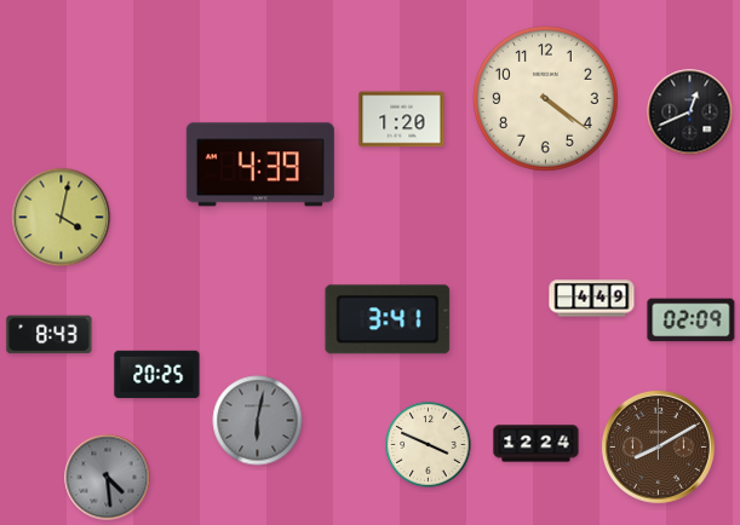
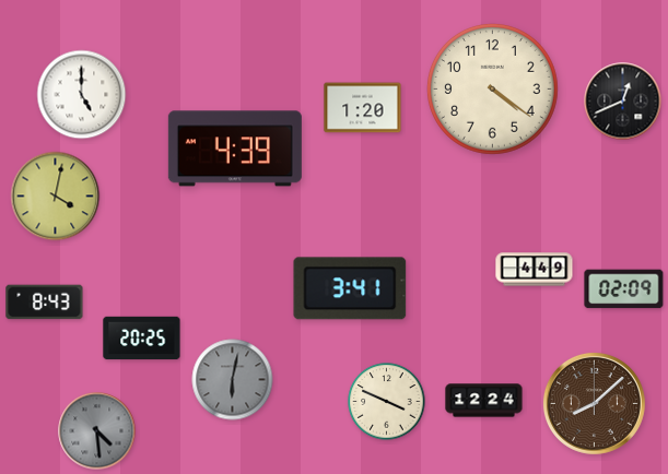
clock at (82, 95): none -> 5:00
clock at (658, 446): 8:10 -> 8:08
